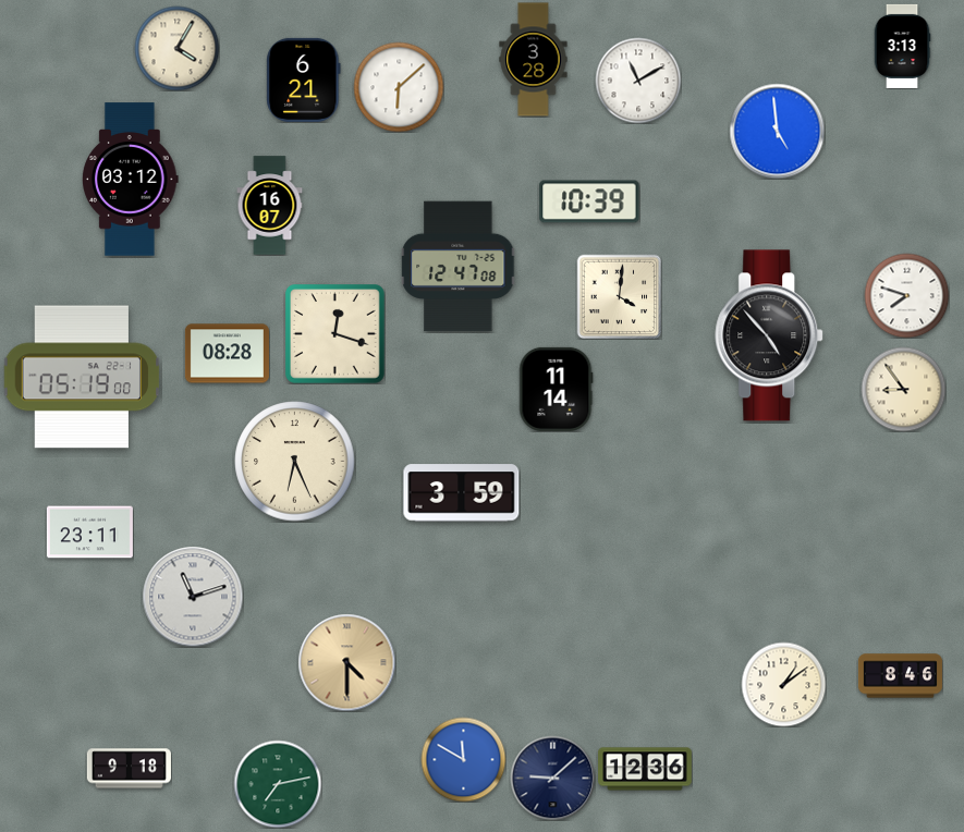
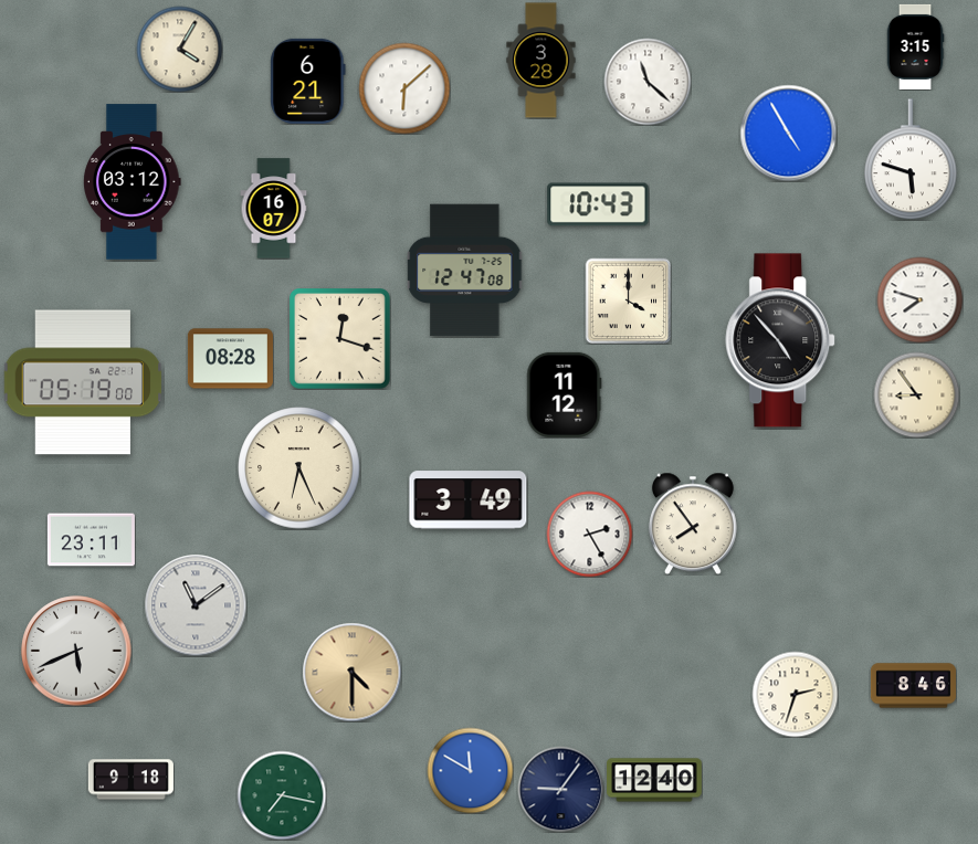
clock at (902, 46): 3:13 -> 3:15
clock at (638, 81): 11:10 -> 11:22
clock at (777, 131): 4:59 -> 4:55
clock at (911, 159): none -> 5:48
clock at (589, 201): 10:39 -> 10:43
clock at (619, 296): 4:01 -> 4:00
clock at (557, 389): 11:14 -> 11:12
clock at (462, 493): 3:59 -> 3:49
clock at (693, 524): none -> 7:54
clock at (589, 534): none -> 2:25
clock at (193, 597): 11:12 -> 11:09
clock at (76, 651): none -> 5:41
clock at (783, 684): 1:09 -> 2:33
clock at (645, 769): 12:36 -> 12:40
clock at (552, 778): 9:08 -> 9:06
clock at (278, 784): 7:13 -> 7:17
